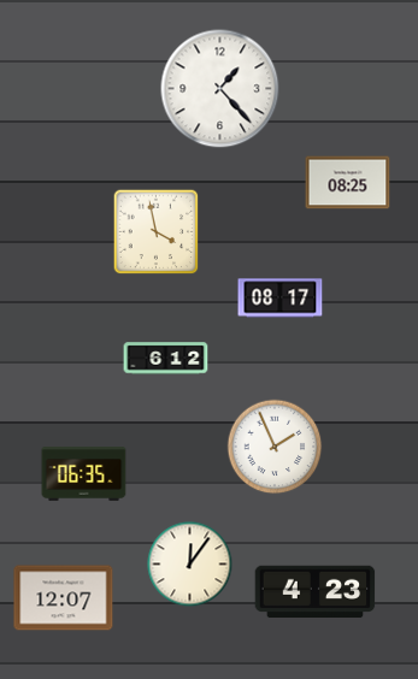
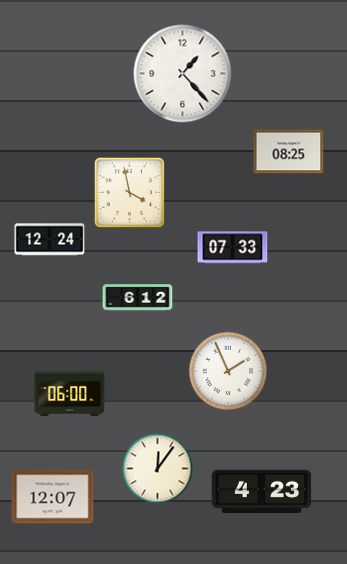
clock at (50, 240): none -> 12:24
clock at (281, 299): 08:17 -> 07:33
clock at (84, 474): 06:35 -> 06:00
